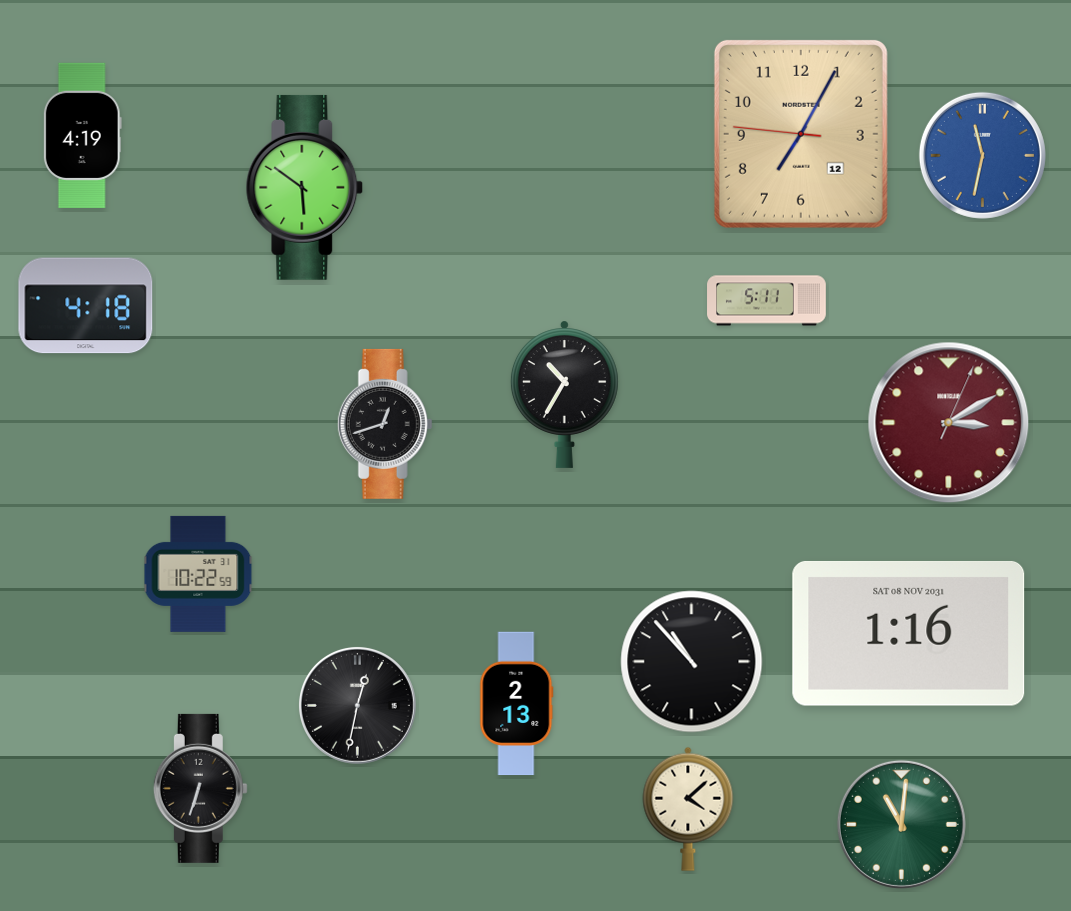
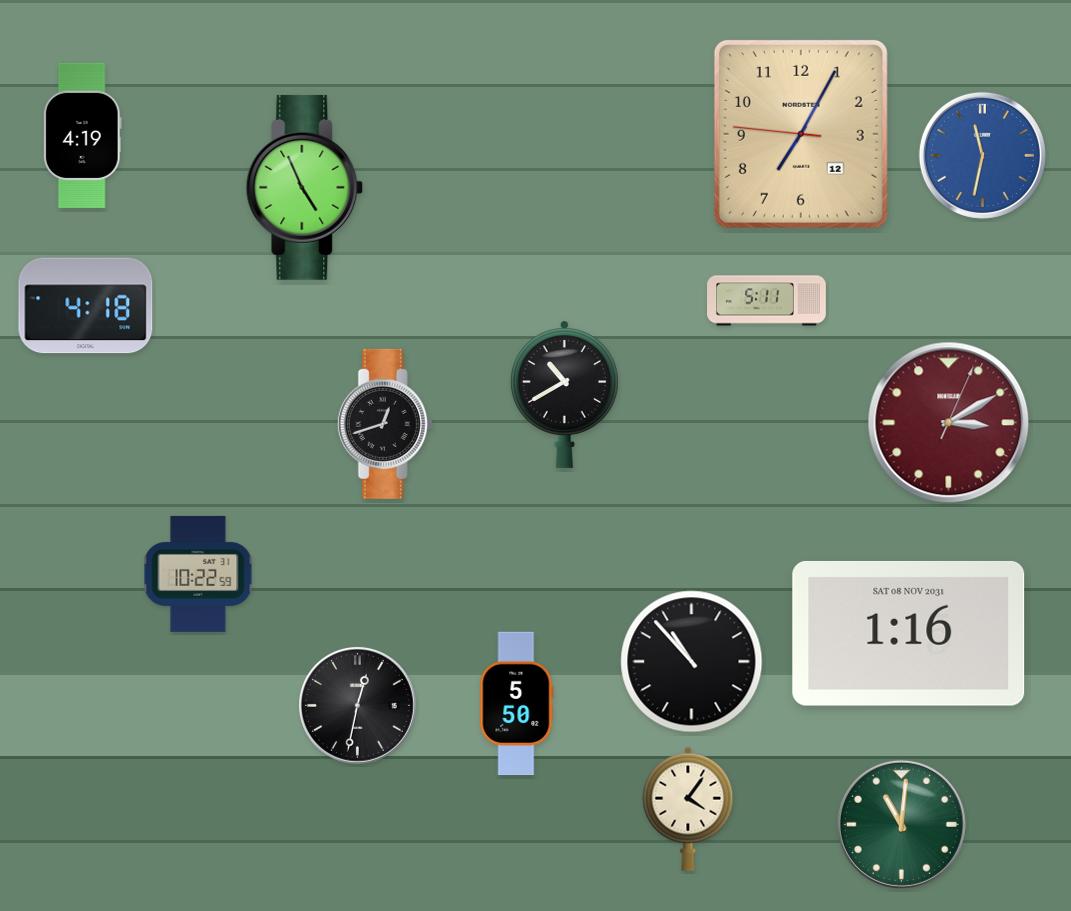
clock at (305, 187): 5:51 -> 4:56
clock at (564, 394): 10:35 -> 10:40
clock at (517, 704): 2:13 -> 5:50
clock at (200, 788): 6:33 -> none
clock at (688, 809): 4:08 -> 4:06
